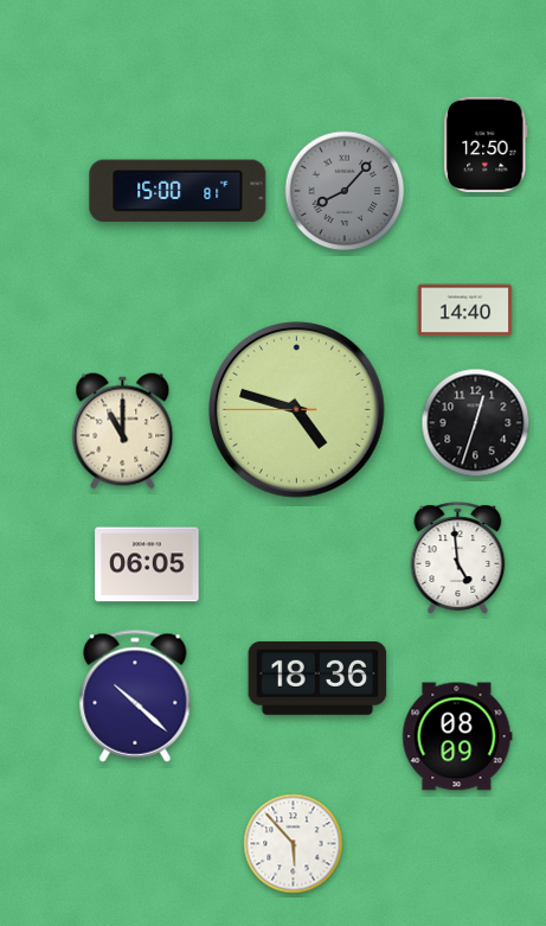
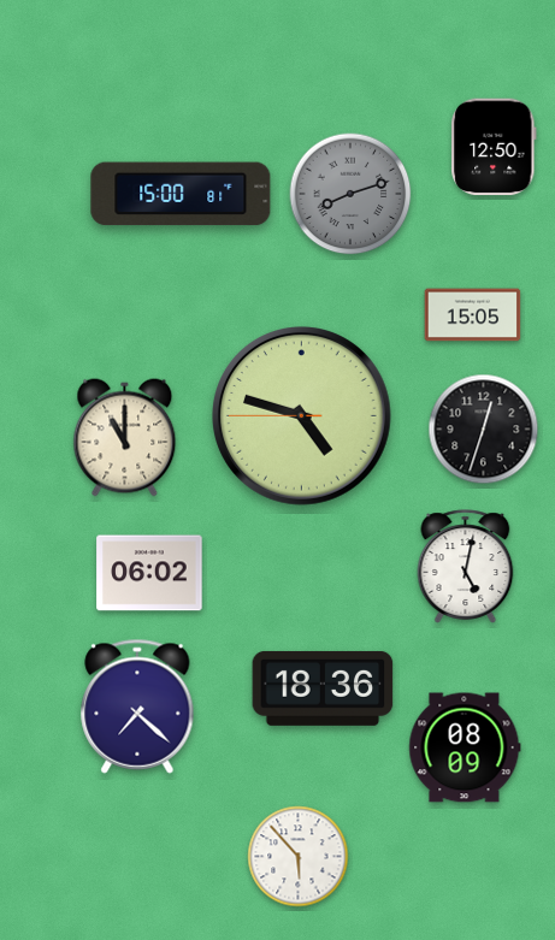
clock at (345, 191): 8:07 -> 8:12
clock at (465, 311): 14:40 -> 15:05
clock at (458, 558): 4:59 -> 5:02
clock at (147, 564): 06:05 -> 06:02
clock at (135, 696): 10:22 -> 7:22
